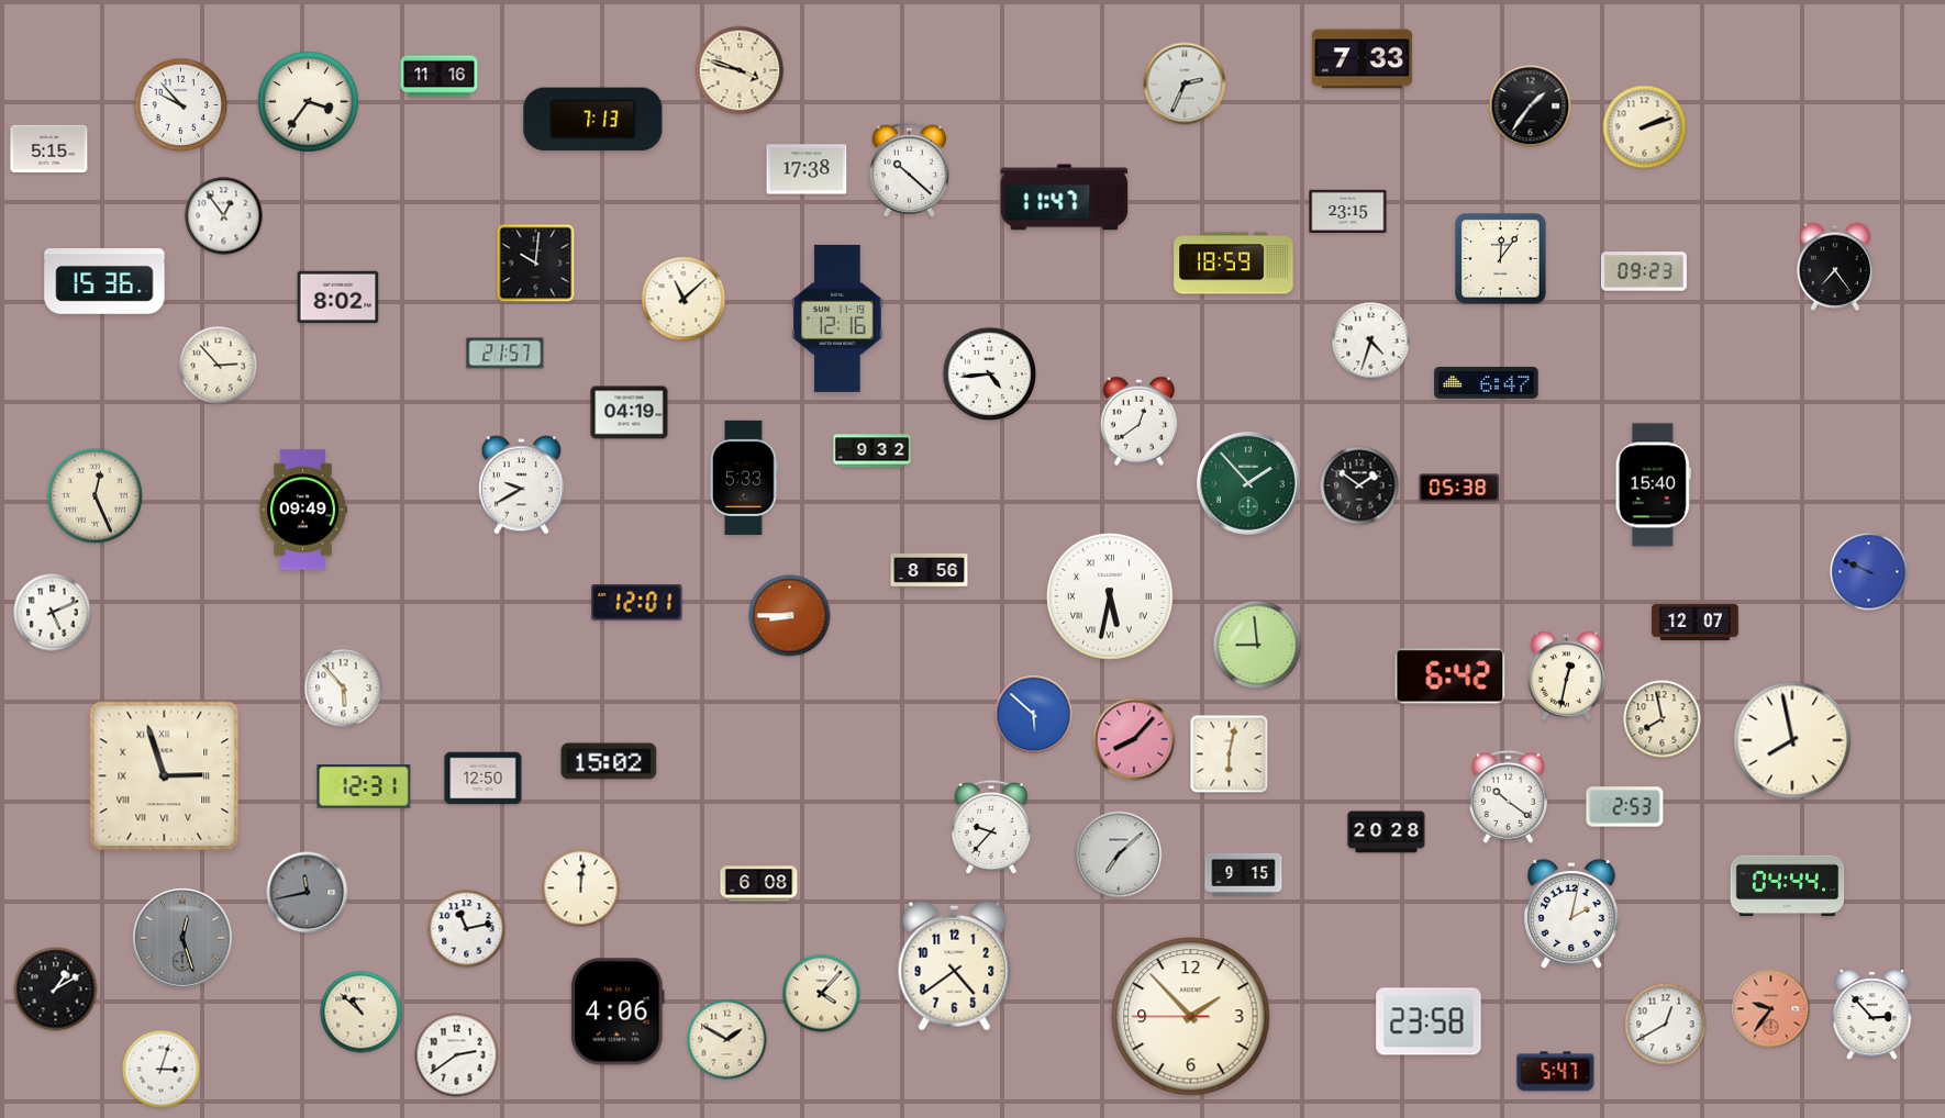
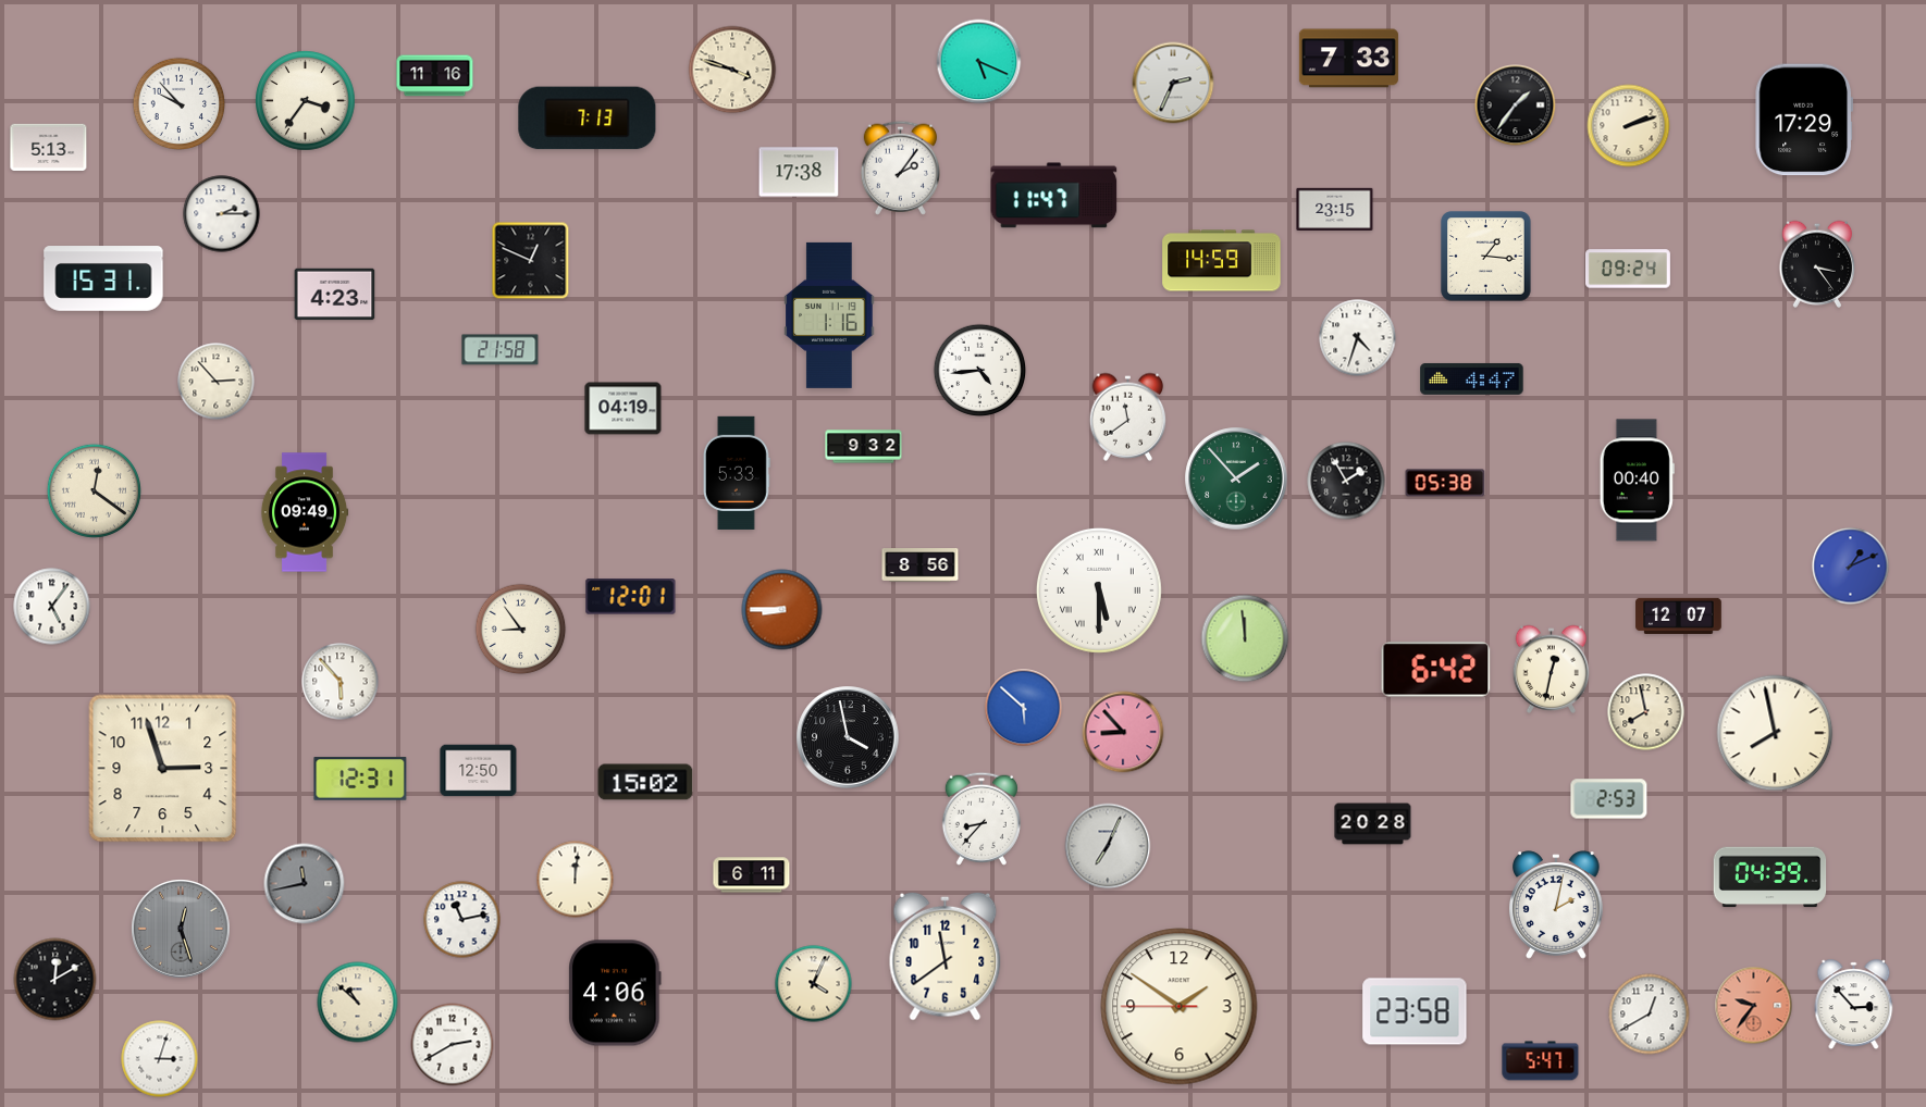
clock at (979, 62): none -> 5:19
clock at (1803, 120): none -> 17:29
clock at (49, 148): 5:15 -> 5:13
clock at (807, 169) position: (807, 169) -> (799, 172)
clock at (909, 169): 10:22 -> 2:06
clock at (224, 216): 12:54 -> 2:15
clock at (1501, 259): 12:06 -> 1:16
clock at (536, 264): 10:01 -> 12:49
clock at (1234, 264): 18:59 -> 14:59
clock at (1834, 267): 7:24 -> 3:24
clock at (1644, 271): 09:23 -> 09:24
clock at (104, 281): 15:36 -> 15:31
clock at (338, 298): 8:02 -> 4:23
clock at (683, 299): 11:08 -> none
clock at (837, 318): 12:16 -> 1:16
clock at (505, 354): 21:57 -> 21:58
clock at (219, 366) position: (219, 366) -> (217, 382)
clock at (1487, 383): 6:47 -> 4:47
clock at (1140, 421): 12:39 -> 11:39
clock at (521, 485): 9:40 -> none
clock at (1359, 485): 1:51 -> 1:55
clock at (1653, 485): 15:40 -> 00:40
clock at (95, 495): 12:26 -> 12:21
clock at (303, 510) position: (303, 510) -> (305, 512)
clock at (1869, 572): 9:49 -> 1:11
clock at (1110, 596): 5:32 -> 5:30
clock at (53, 613): 5:11 -> 5:06
clock at (521, 630): none -> 8:54
clock at (1257, 645): 8:59 -> 11:59
clock at (1134, 739): 8:07 -> 8:53
clock at (848, 737): none -> 3:58
clock at (1230, 754): 6:02 -> none
clock at (609, 761) position: (609, 761) -> (645, 782)
clock at (165, 776) numerals: Roman -> Arabic
clock at (1508, 796): 10:21 -> none
clock at (991, 827): 9:37 -> 8:37
clock at (1119, 854): 7:08 -> 7:04
clock at (1244, 874): 9:15 -> none
clock at (759, 884): 6:08 -> 6:11
clock at (1788, 886): 04:44 -> 04:39
clock at (955, 965): 4:39 -> 11:39
clock at (56, 990): 1:10 -> 12:10
clock at (822, 994): 4:07 -> 4:04
clock at (1771, 1009) position: (1771, 1009) -> (1754, 1006)
clock at (618, 1011) position: (618, 1011) -> (615, 993)
clock at (1191, 1017): 1:52 -> 1:50
clock at (727, 1040): 1:50 -> none
clock at (457, 1055): 2:39 -> 2:40
